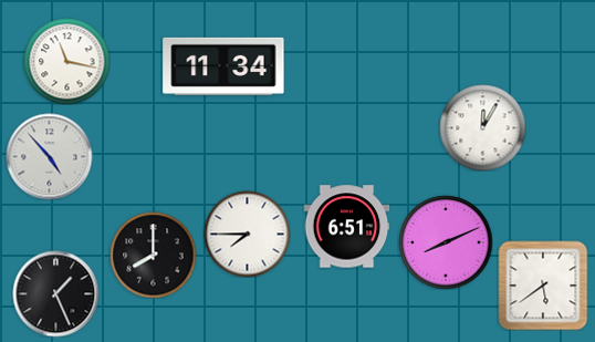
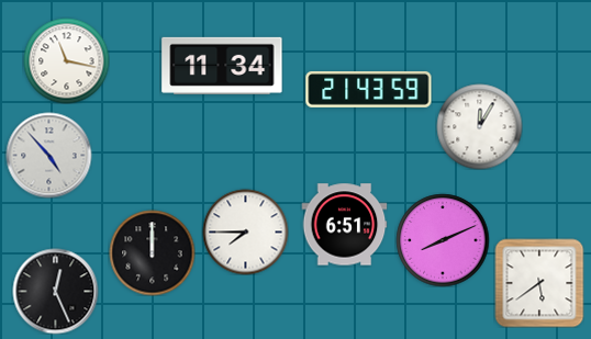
clock at (369, 90): none -> 21:43
clock at (153, 255): 8:00 -> 12:00
clock at (55, 293): 1:26 -> 12:26
